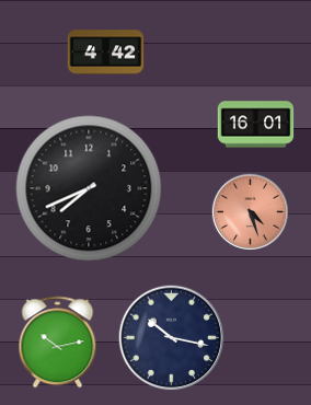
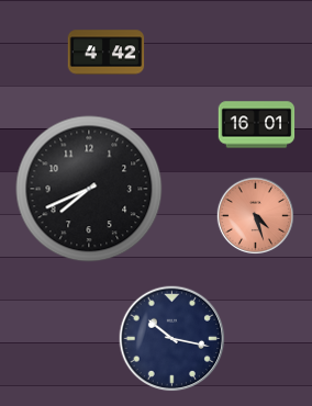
clock at (250, 211) position: (250, 211) -> (255, 215)
clock at (58, 343): 10:13 -> none
